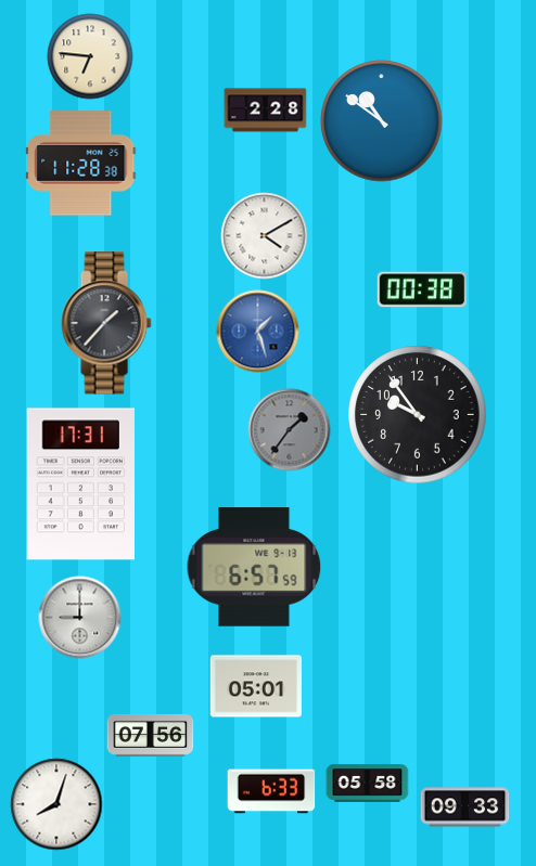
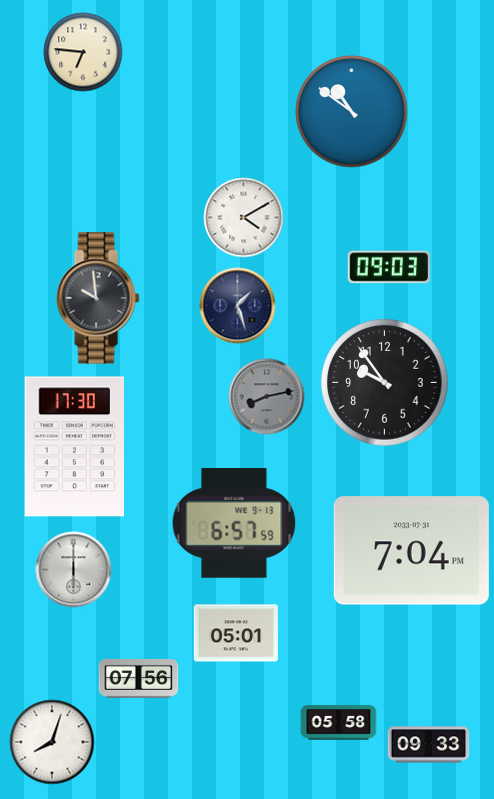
clock at (266, 111): 2:28 -> none
clock at (81, 164): 11:28 -> none
clock at (422, 289): 00:38 -> 09:03
clock at (106, 323): 1:37 -> 9:59
clock at (258, 332) dial: blue -> navy
clock at (290, 430): 1:36 -> 8:13
clock at (80, 484): 17:31 -> 17:30
clock at (411, 551): none -> 7:04
clock at (80, 618): 9:00 -> 6:00
clock at (271, 791): 6:33 -> none
